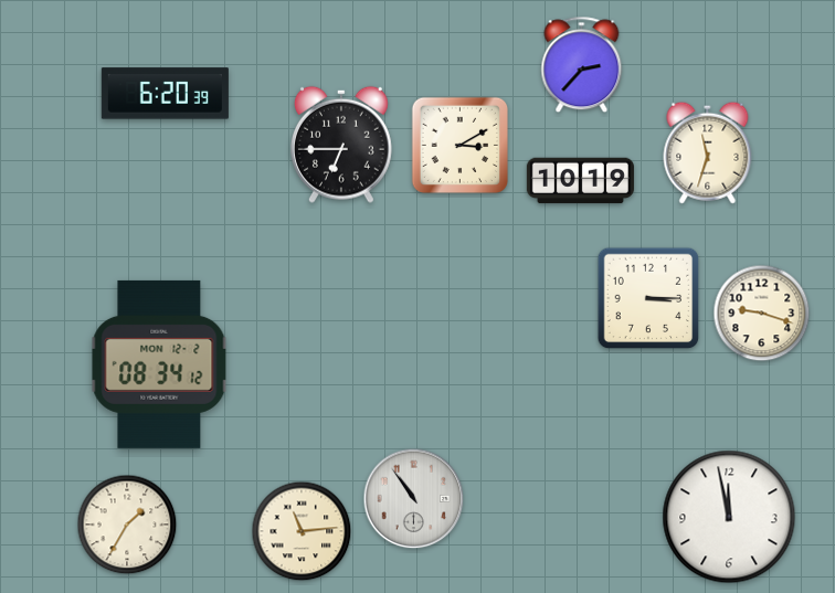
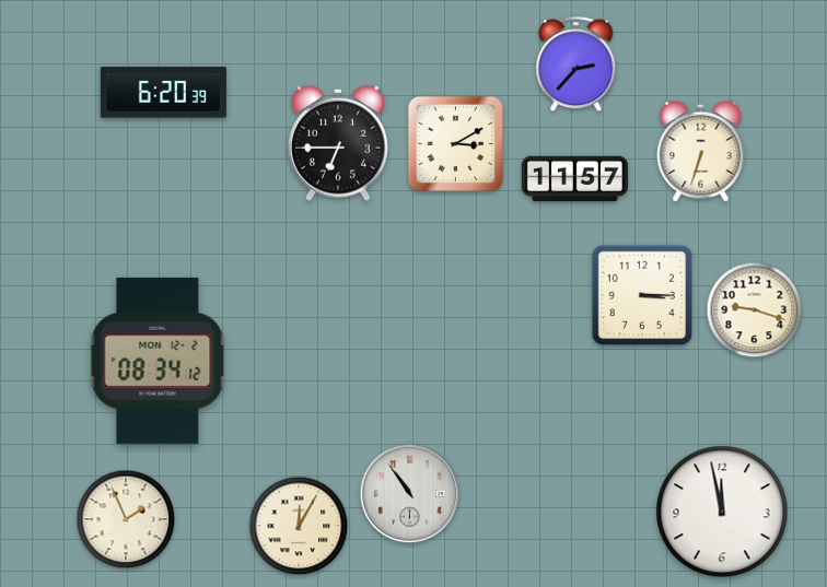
clock at (708, 152): 11:33 -> 6:33
clock at (580, 181): 10:19 -> 11:57
clock at (127, 525): 1:35 -> 1:56
clock at (302, 531): 11:14 -> 12:05
